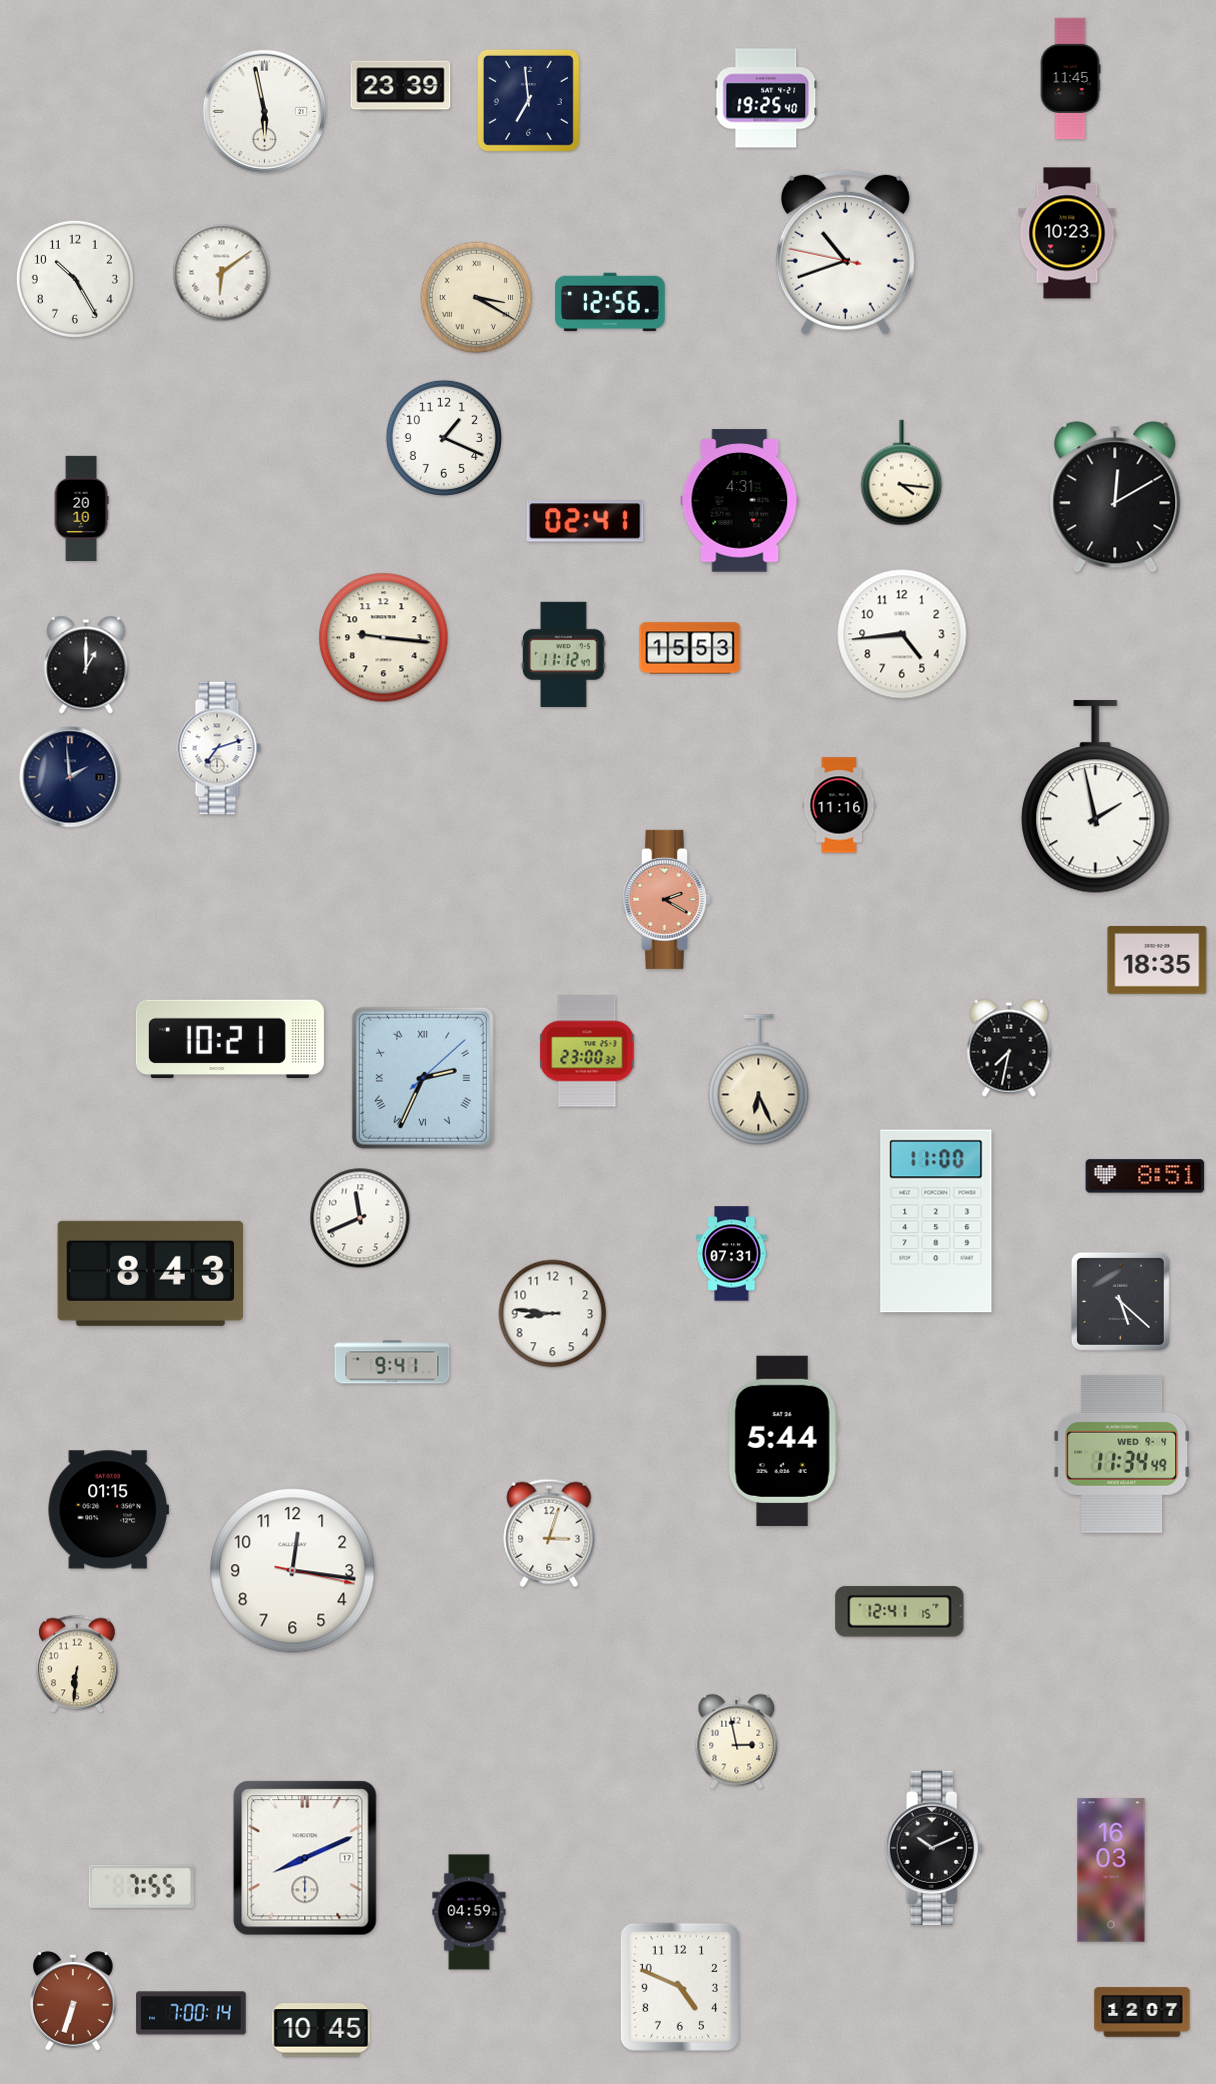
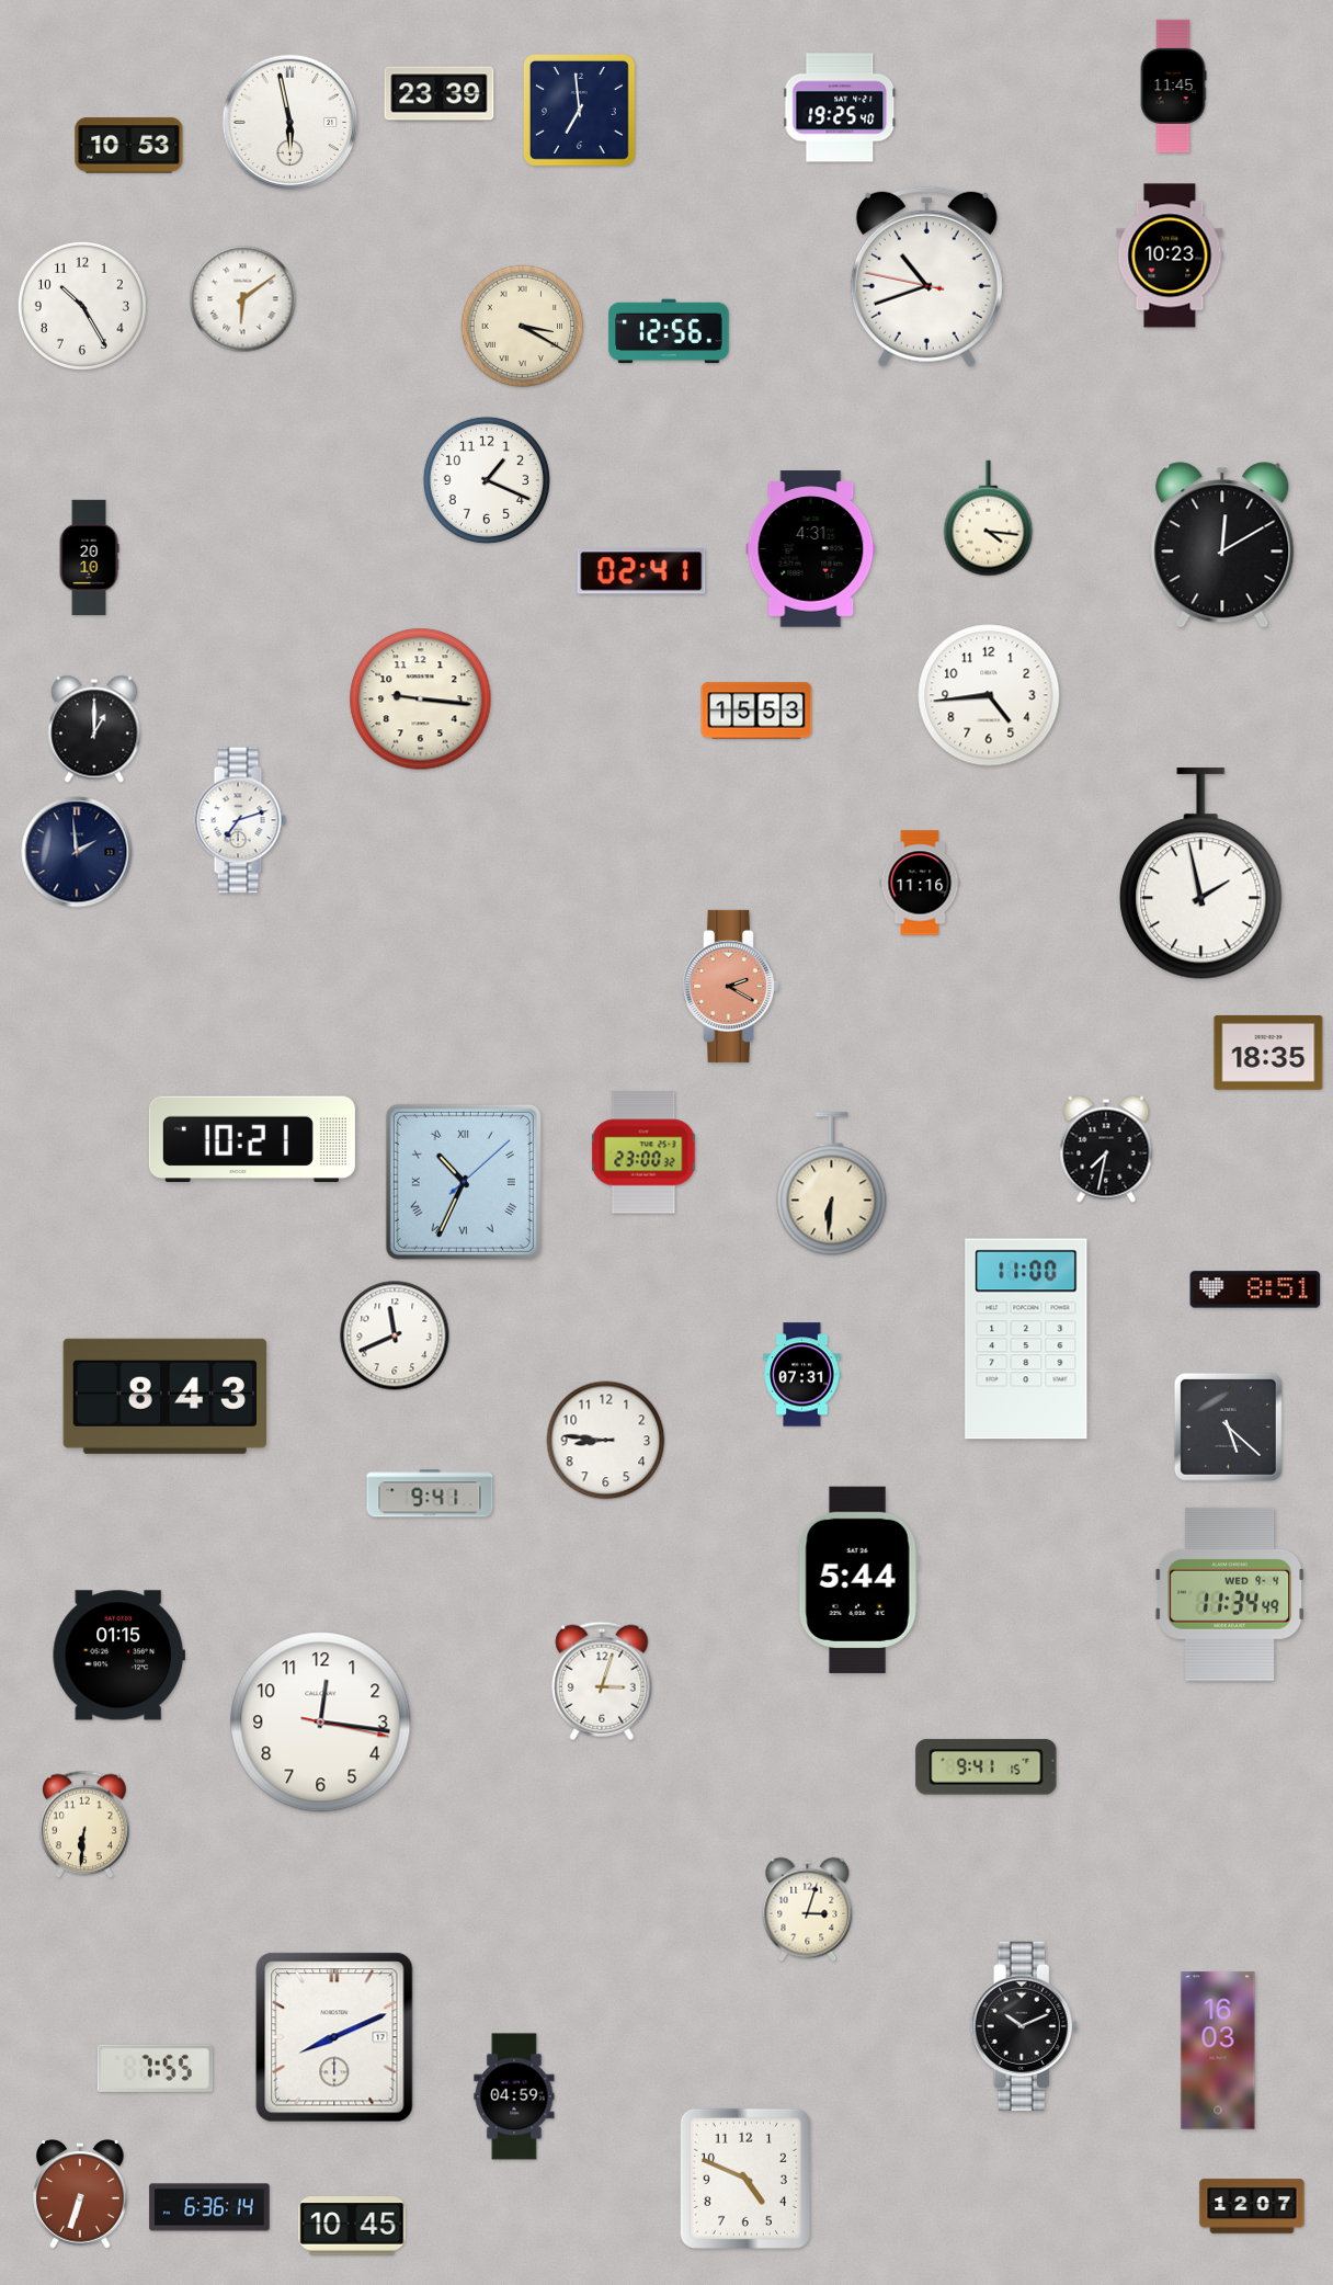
clock at (129, 146): none -> 10:53
clock at (564, 654): 11:12 -> none
clock at (423, 1078): 2:34 -> 10:34
clock at (759, 1080): 6:26 -> 6:31
clock at (900, 1612): 12:41 -> 9:41
clock at (737, 1742): 2:58 -> 3:03
clock at (191, 2013): 7:00 -> 6:36
